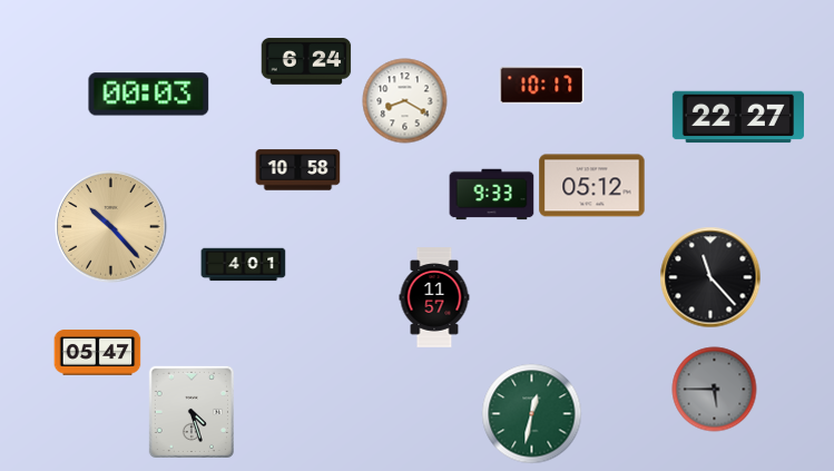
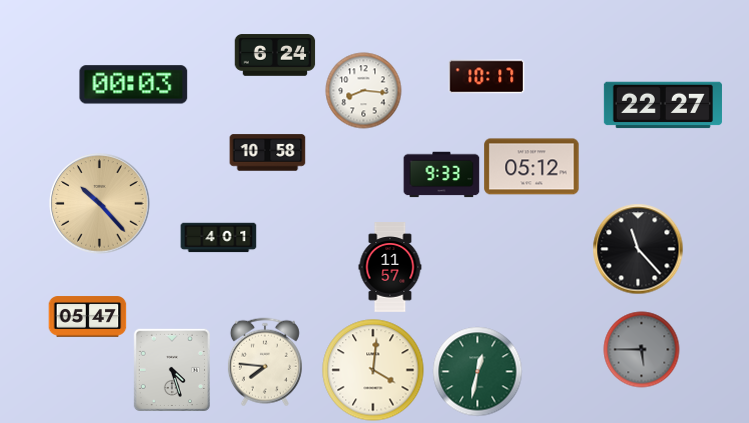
clock at (405, 101): 8:20 -> 8:16
clock at (265, 362): none -> 7:46
clock at (373, 370): none -> 4:01
